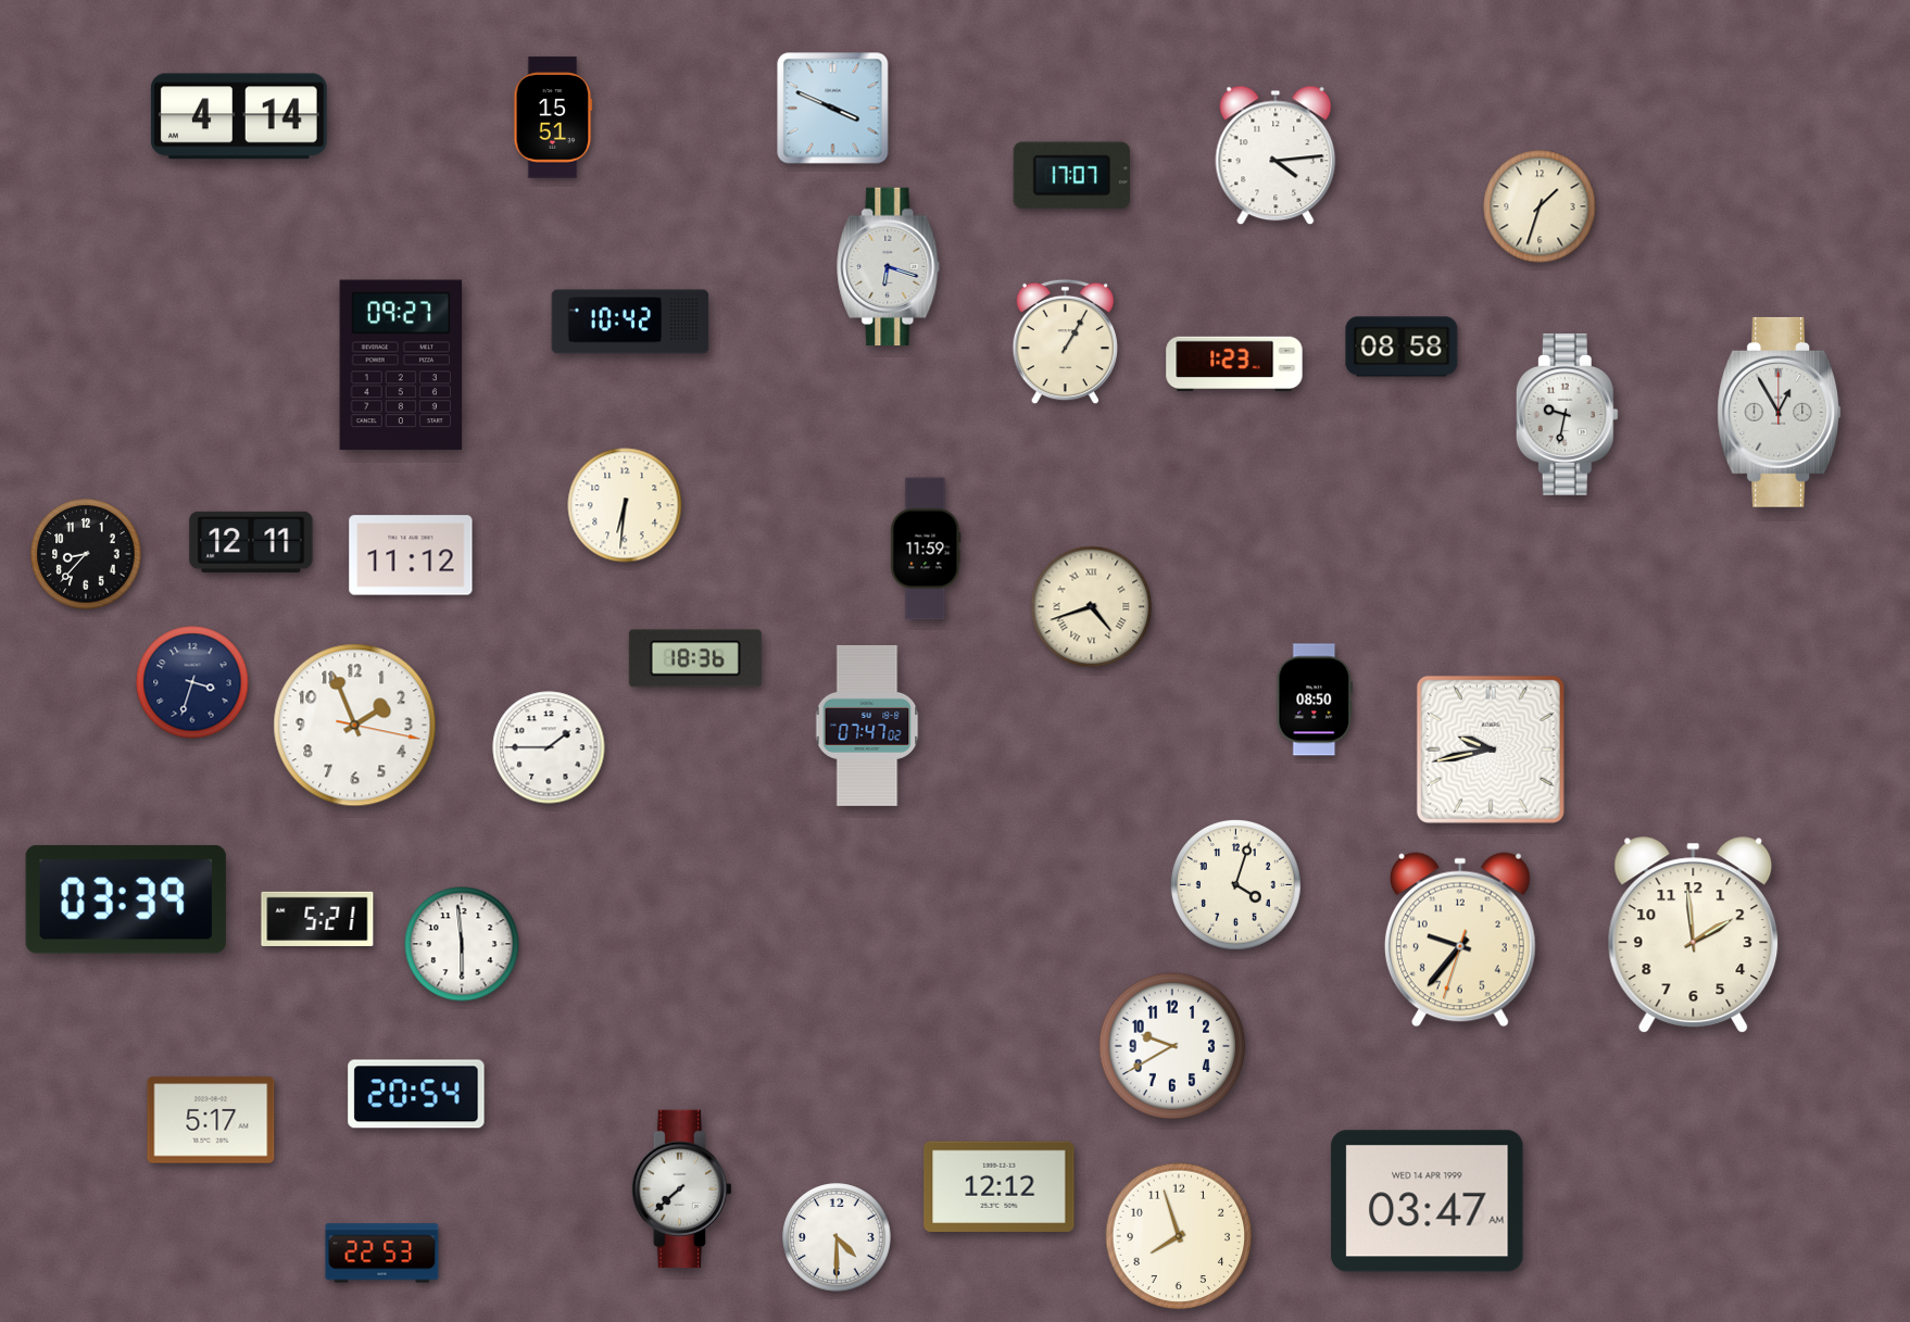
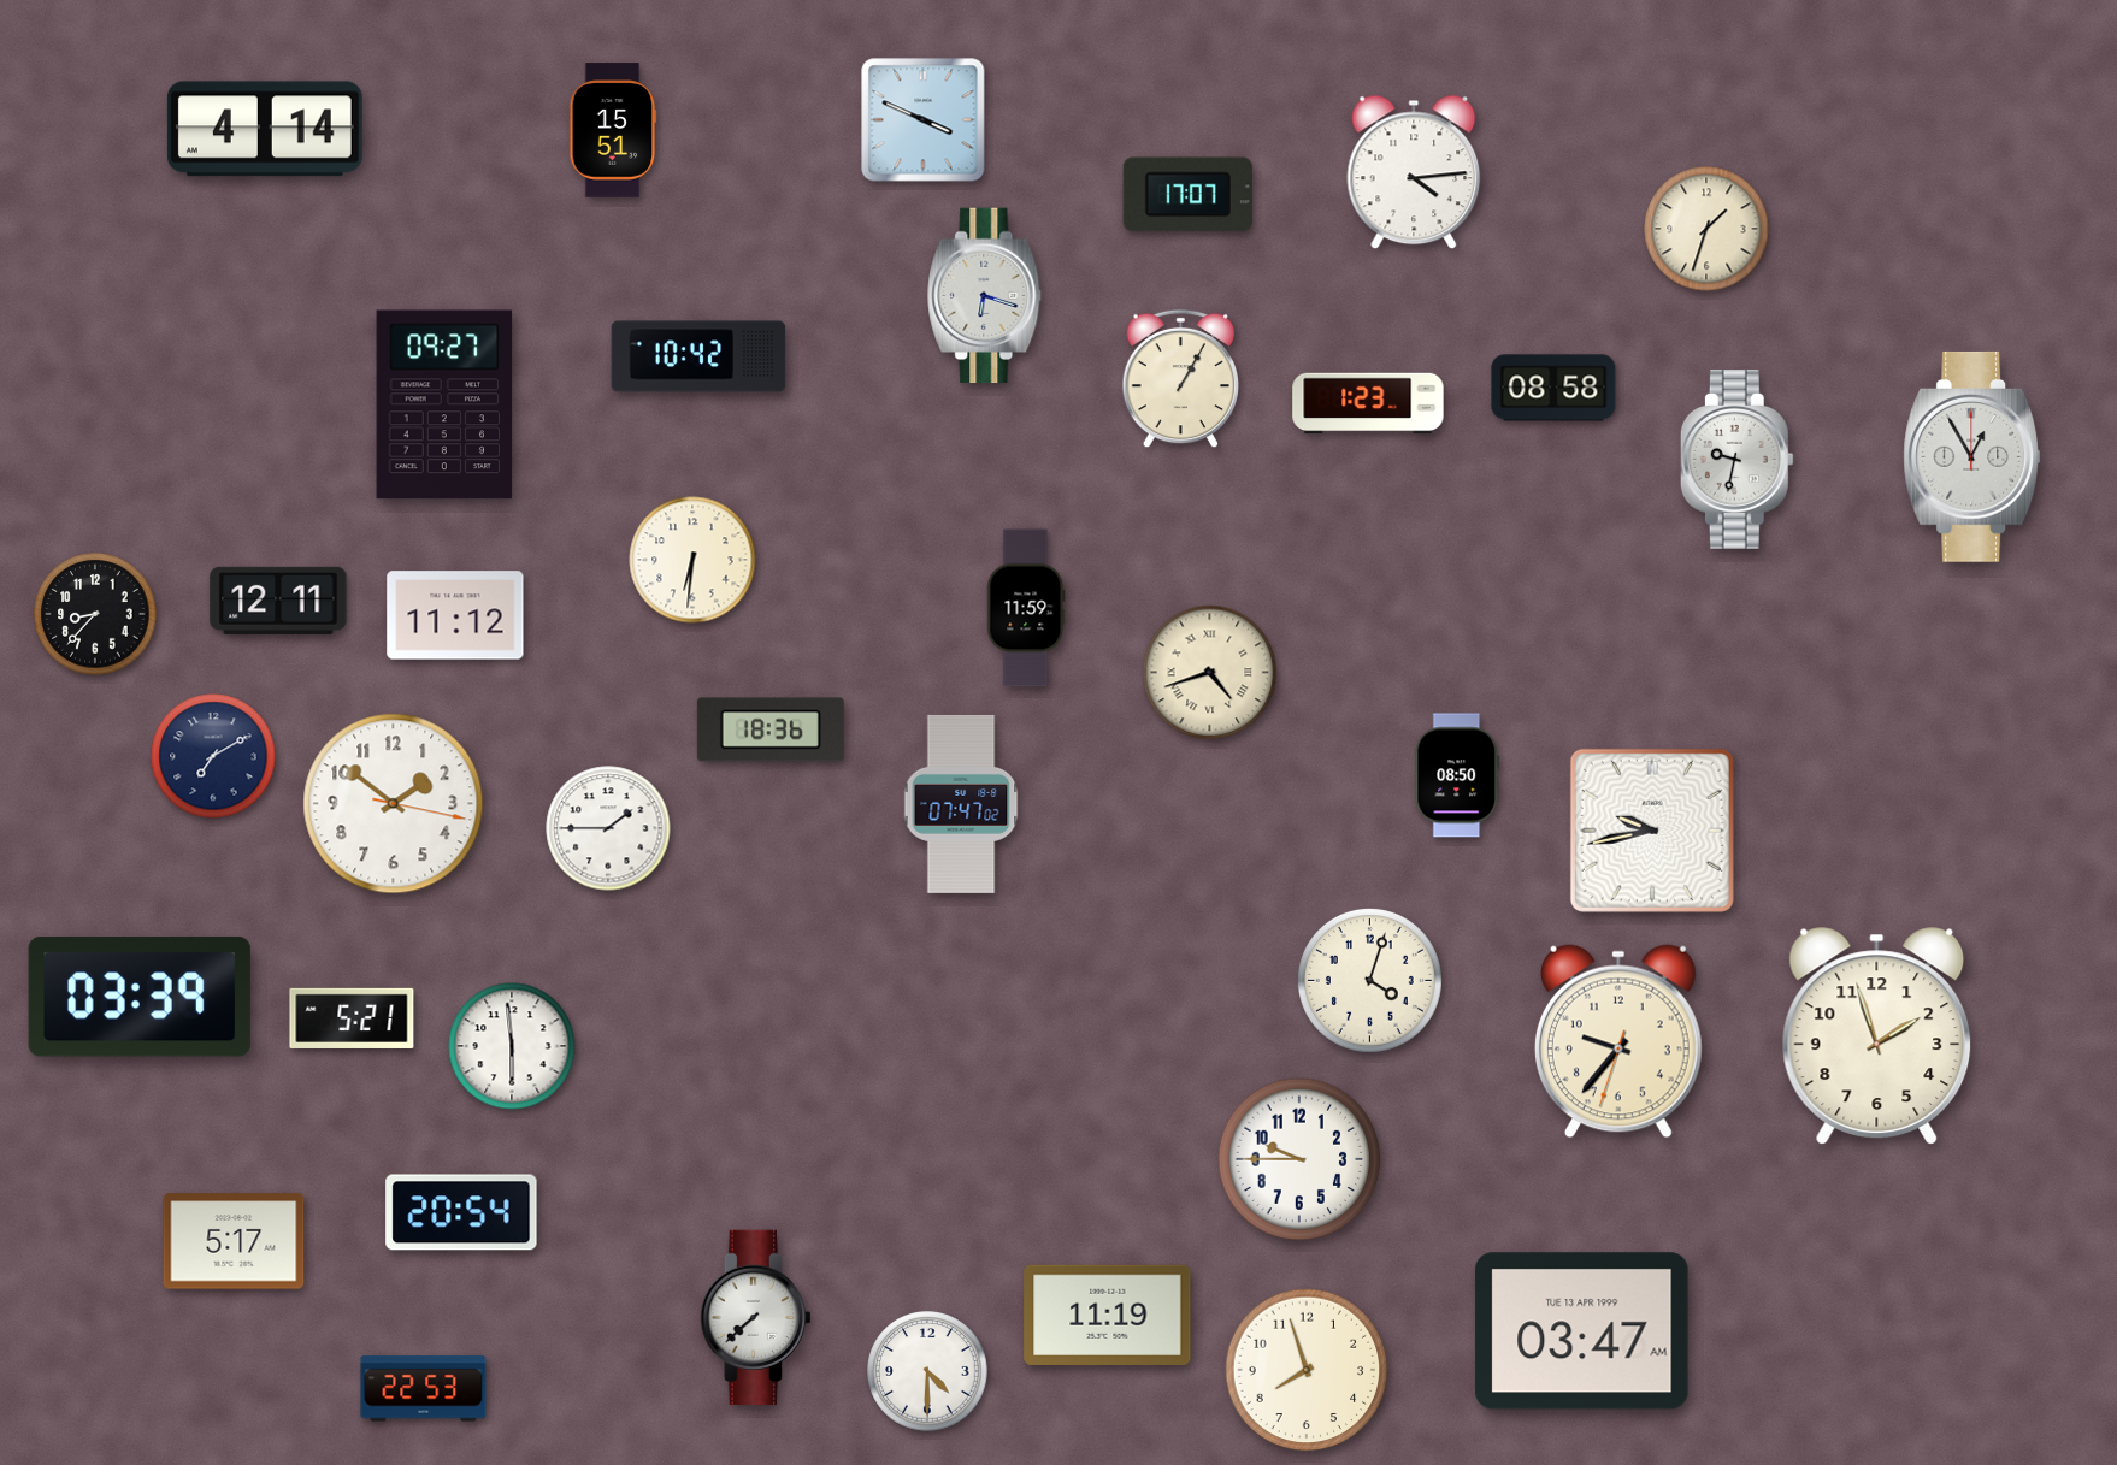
clock at (1402, 347) position: (1402, 347) -> (1553, 388)
clock at (192, 682): 3:33 -> 7:10
clock at (355, 726): 1:56 -> 1:51
clock at (1694, 935): 1:59 -> 1:57
clock at (1172, 1046): 9:40 -> 9:45
clock at (1000, 1186): 12:12 -> 11:19
clock at (1428, 1201) date: WED 14 APR 1999 -> TUE 13 APR 1999
